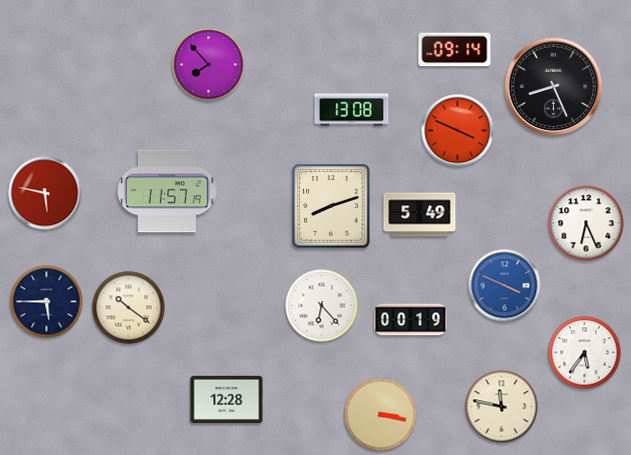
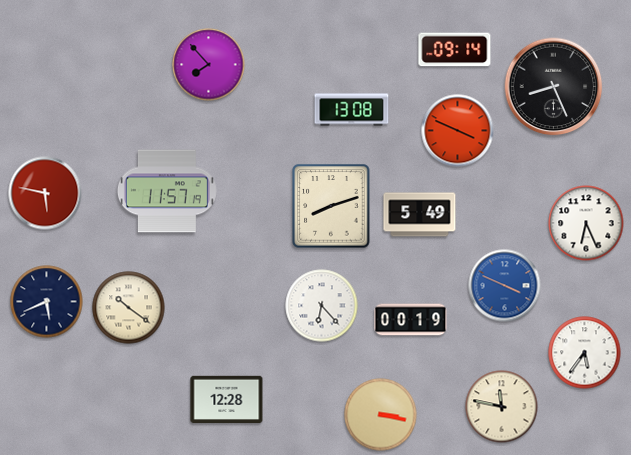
clock at (47, 302): 5:45 -> 5:41
